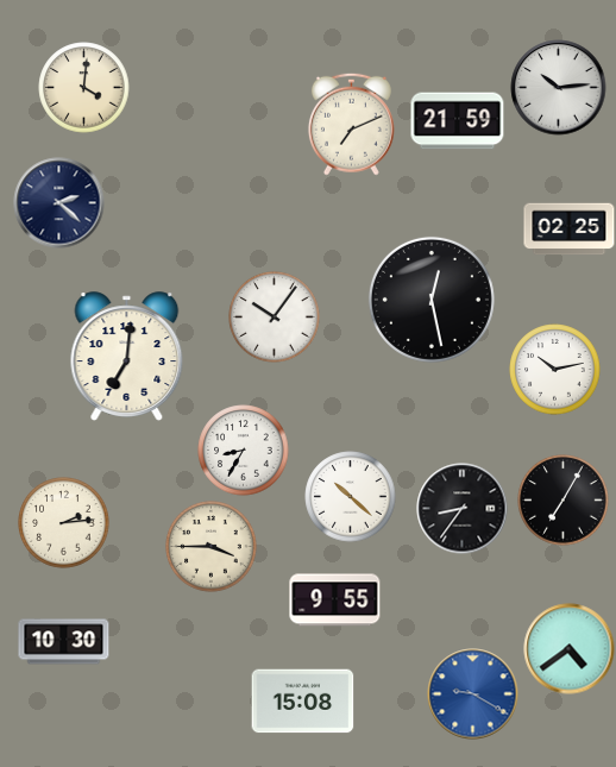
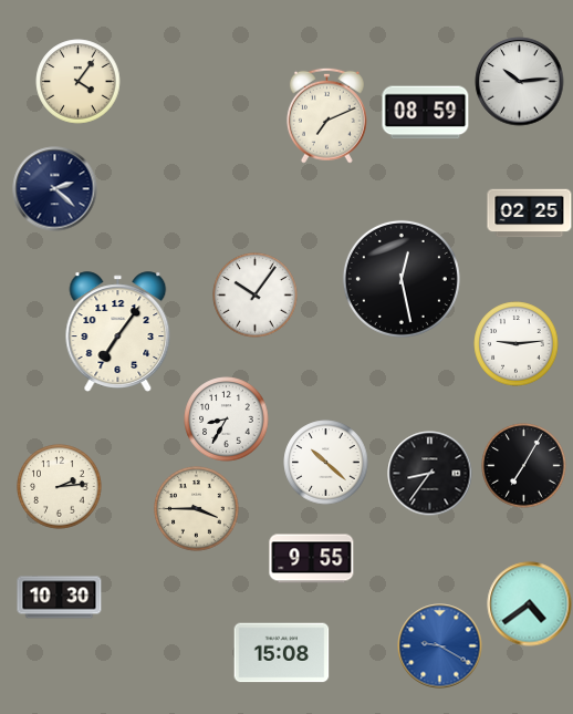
clock at (84, 88): 4:01 -> 4:06
clock at (458, 121): 21:59 -> 08:59
clock at (127, 357): 7:01 -> 7:06
clock at (555, 370): 10:13 -> 9:14
